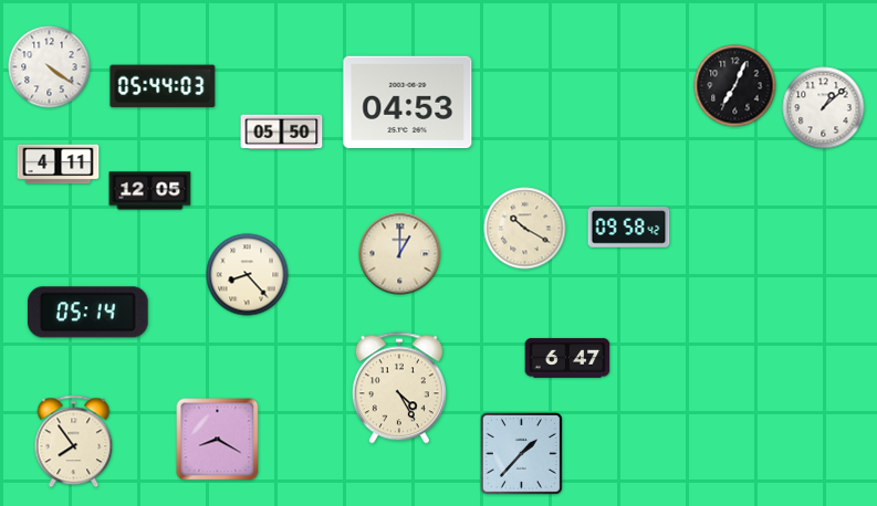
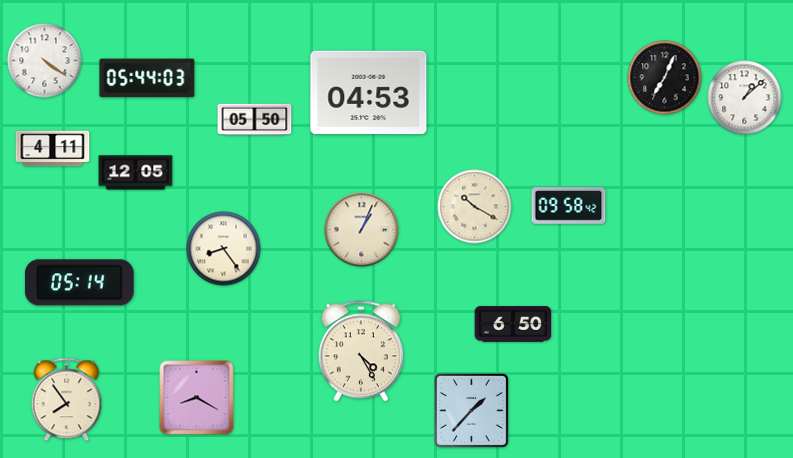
clock at (400, 254): 1:00 -> 1:04
clock at (248, 275): 8:23 -> 8:24
clock at (567, 358): 6:47 -> 6:50
